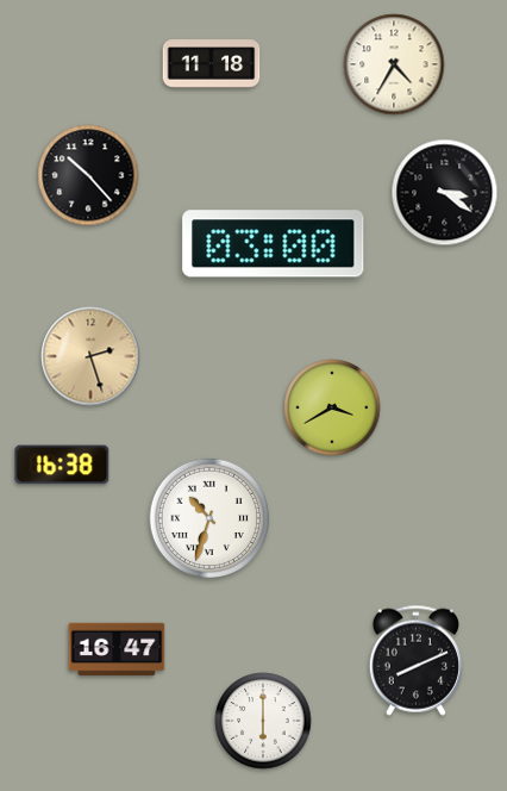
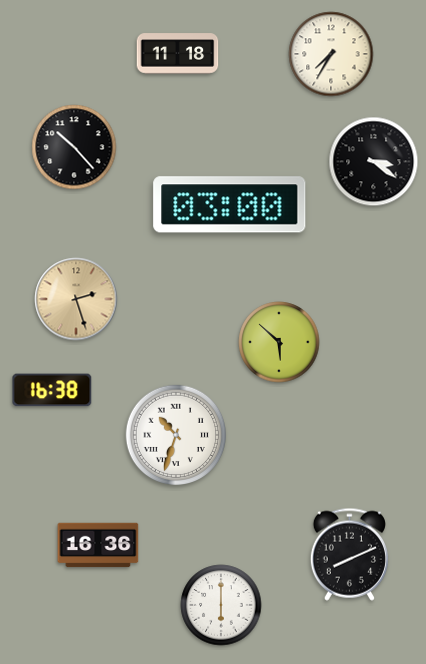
clock at (394, 64): 4:35 -> 7:35
clock at (332, 407): 3:40 -> 5:52
clock at (117, 649): 16:47 -> 16:36
